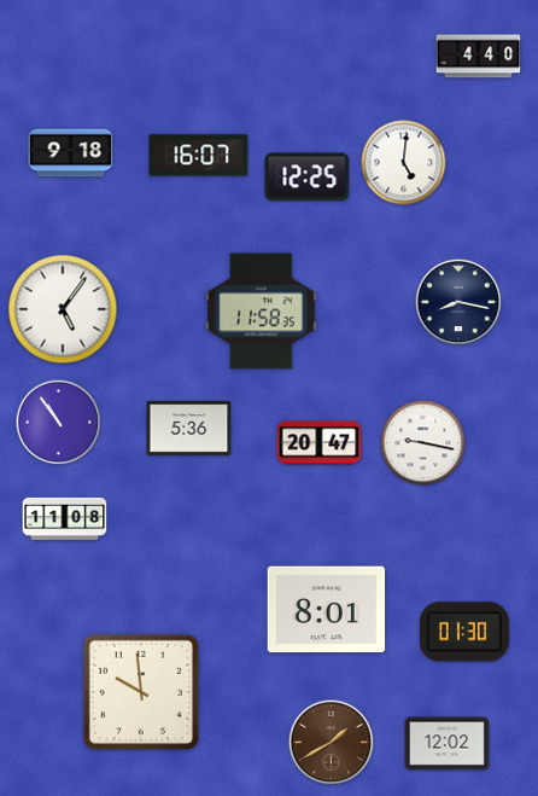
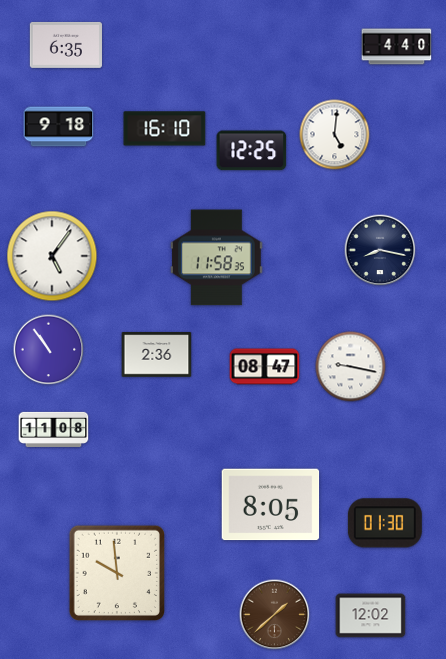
clock at (66, 45): none -> 6:35
clock at (199, 156): 16:07 -> 16:10
clock at (308, 178) position: (308, 178) -> (252, 151)
clock at (189, 429): 5:36 -> 2:36
clock at (320, 443): 20:47 -> 08:47
clock at (327, 610): 8:01 -> 8:05
clock at (332, 743): 1:40 -> 1:38
